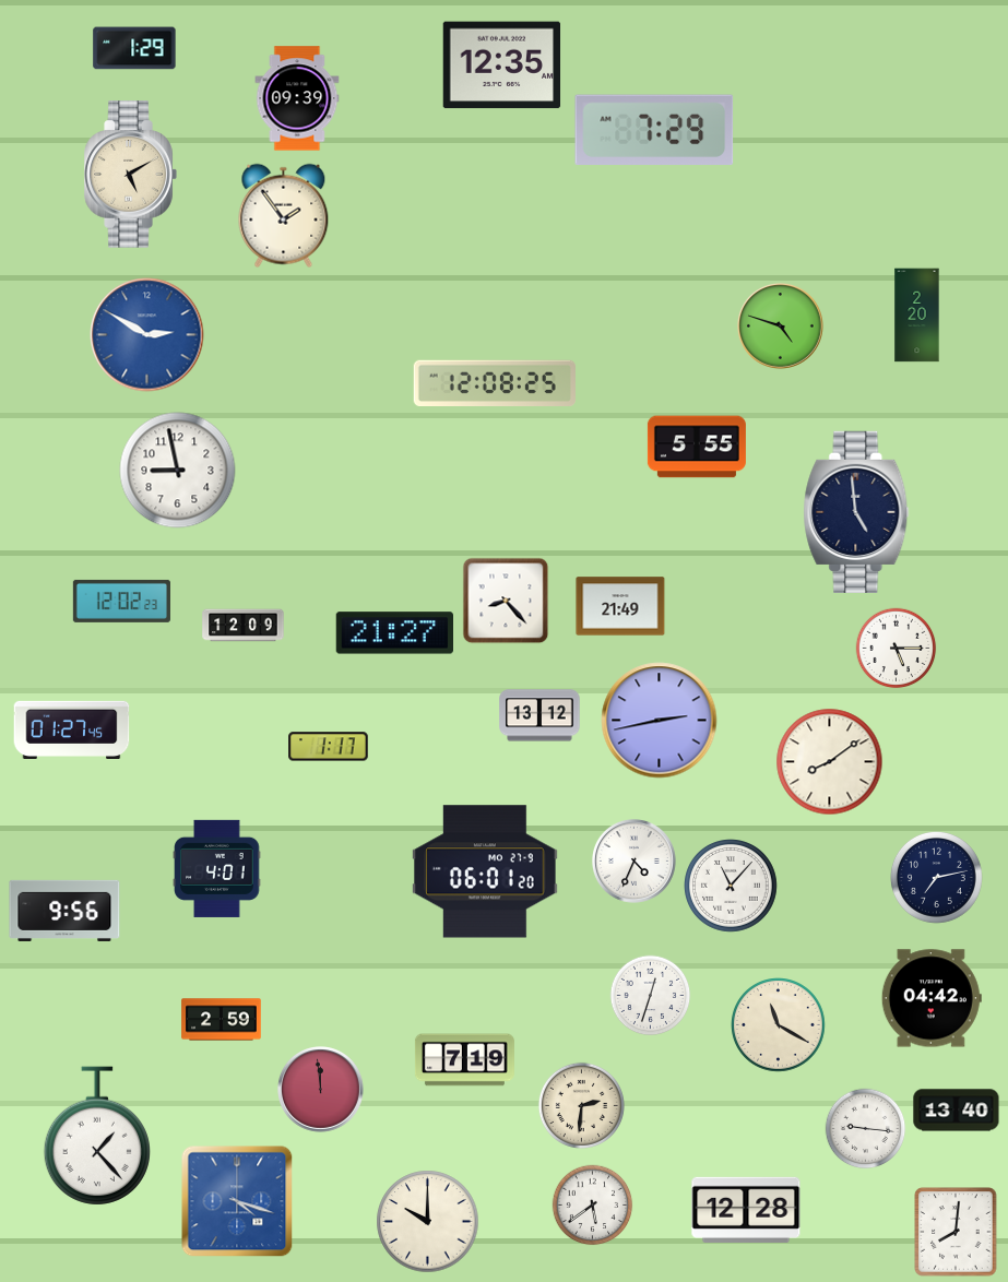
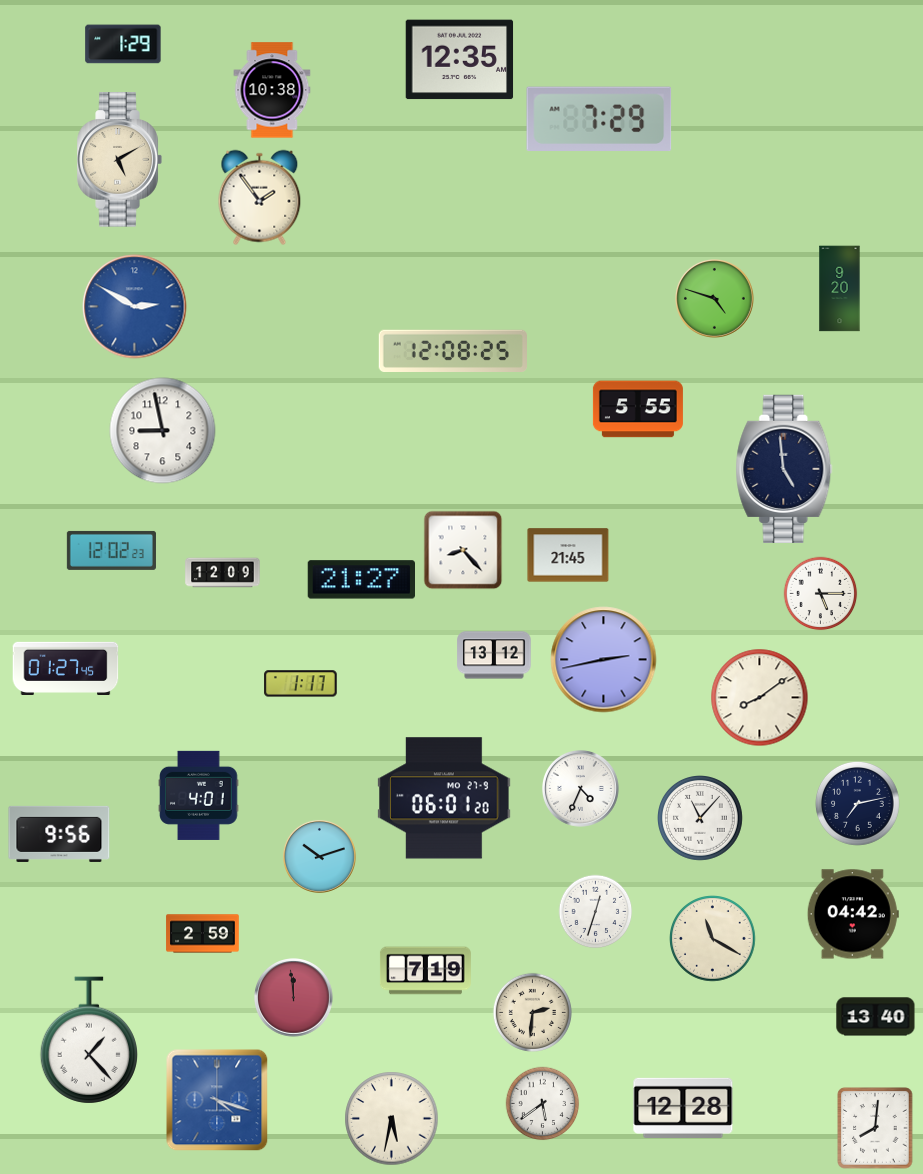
clock at (297, 98): 09:39 -> 10:38
clock at (917, 316): 2:20 -> 9:20
clock at (620, 606): 21:49 -> 21:45
clock at (732, 887) position: (732, 887) -> (701, 819)
clock at (319, 856): none -> 10:12
clock at (866, 1129): 9:16 -> none
clock at (428, 1222): 10:00 -> 5:32
